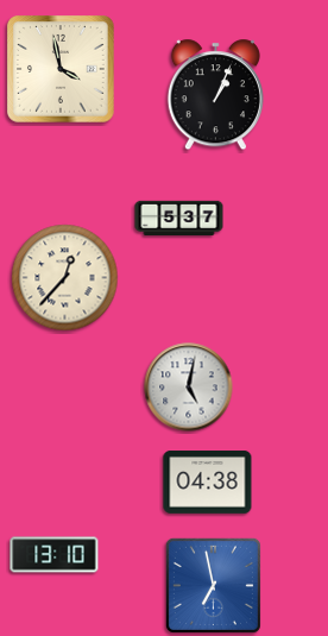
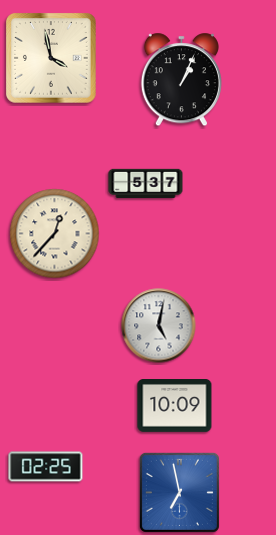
clock at (179, 219) position: (179, 219) -> (146, 184)
clock at (208, 483): 04:38 -> 10:09
clock at (55, 555): 13:10 -> 02:25
